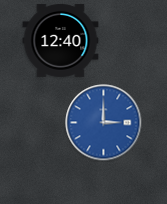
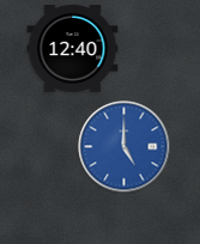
clock at (104, 123): 3:00 -> 5:00
